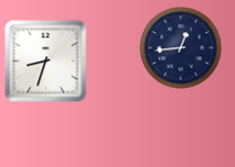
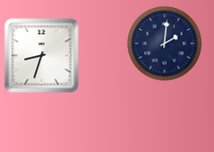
clock at (181, 48): 12:44 -> 2:01
